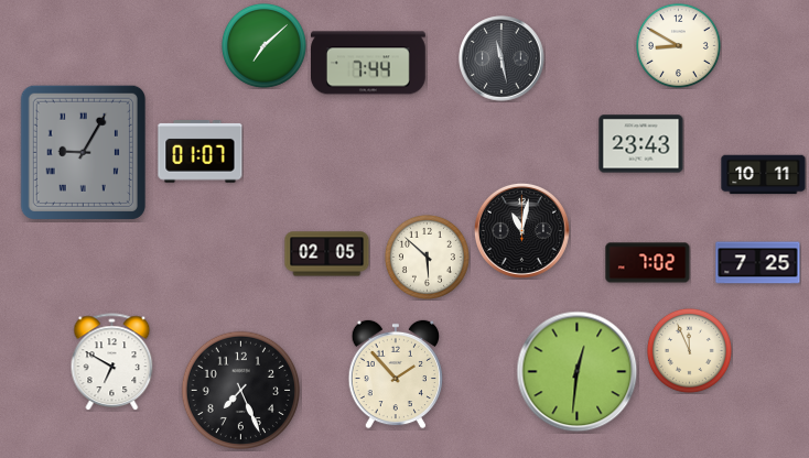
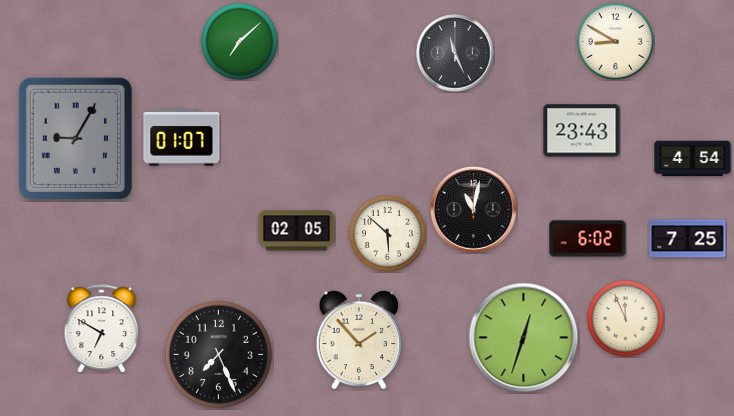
clock at (501, 58): 11:28 -> 11:26
clock at (369, 63): 7:44 -> none
clock at (764, 175): 10:11 -> 4:54
clock at (648, 263): 7:02 -> 6:02
clock at (578, 372): 12:31 -> 12:33
